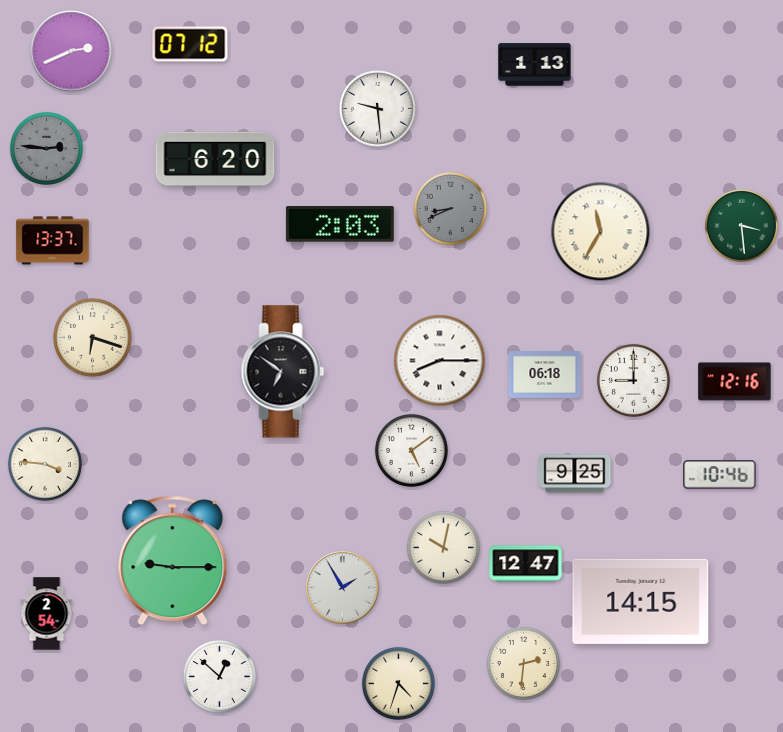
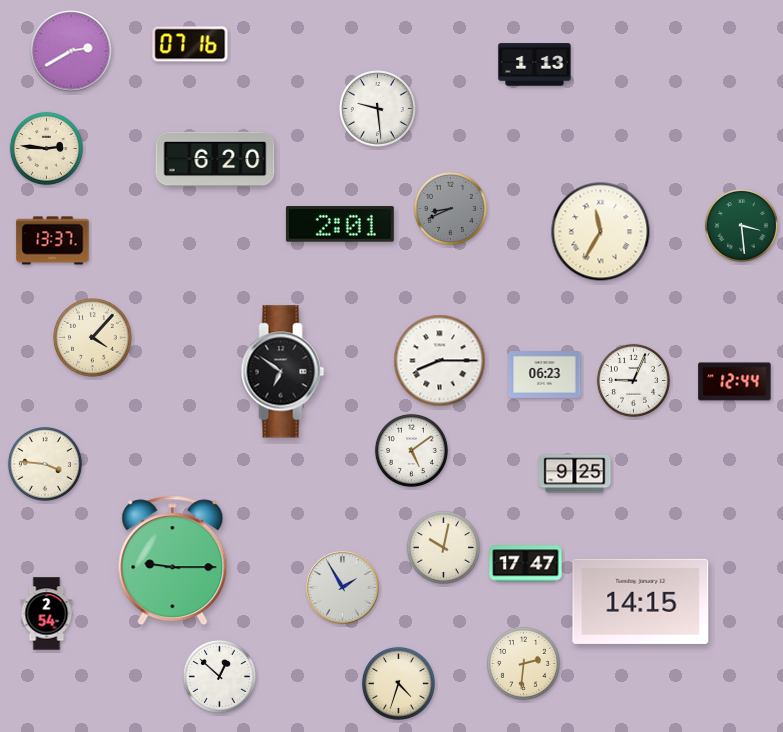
clock at (190, 44): 07:12 -> 07:16
clock at (71, 51): 2:41 -> 2:40
clock at (46, 148) dial: grey -> cream
clock at (340, 224): 2:03 -> 2:01
clock at (93, 338): 6:18 -> 4:07
clock at (545, 375): 06:18 -> 06:23
clock at (633, 380): 9:00 -> 9:04
clock at (735, 382): 12:16 -> 12:44
clock at (720, 475): 10:46 -> none
clock at (526, 564): 12:47 -> 17:47
